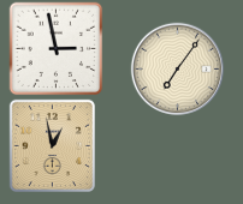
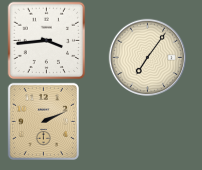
clock at (55, 48): 2:58 -> 3:44
clock at (52, 145): 12:58 -> 2:11
